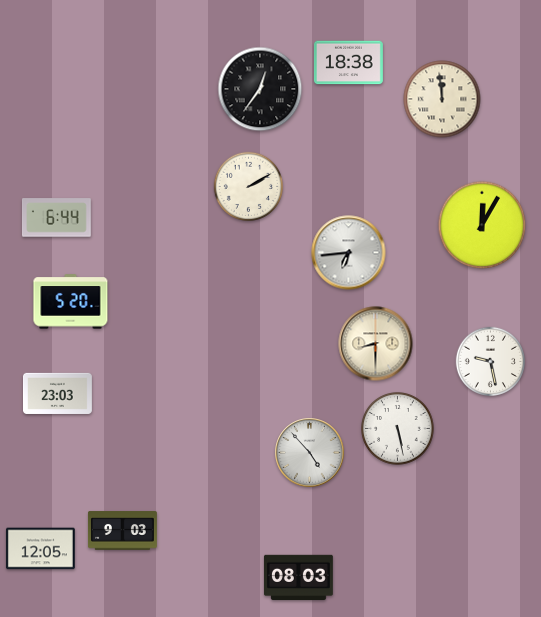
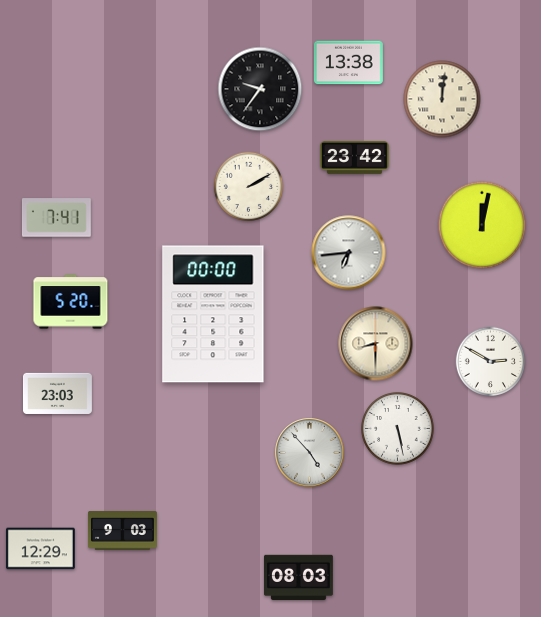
clock at (349, 63): 18:38 -> 13:38
clock at (260, 89): 12:36 -> 9:36
clock at (442, 99): 11:59 -> 12:01
clock at (354, 157): none -> 23:42
clock at (56, 218): 6:44 -> 7:41
clock at (482, 225): 12:05 -> 12:02
clock at (213, 314): none -> 00:00
clock at (490, 361): 9:28 -> 2:50
clock at (40, 549): 12:05 -> 12:29
